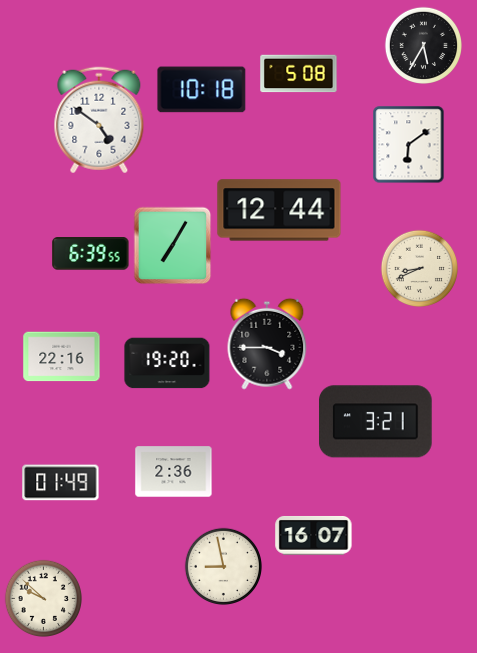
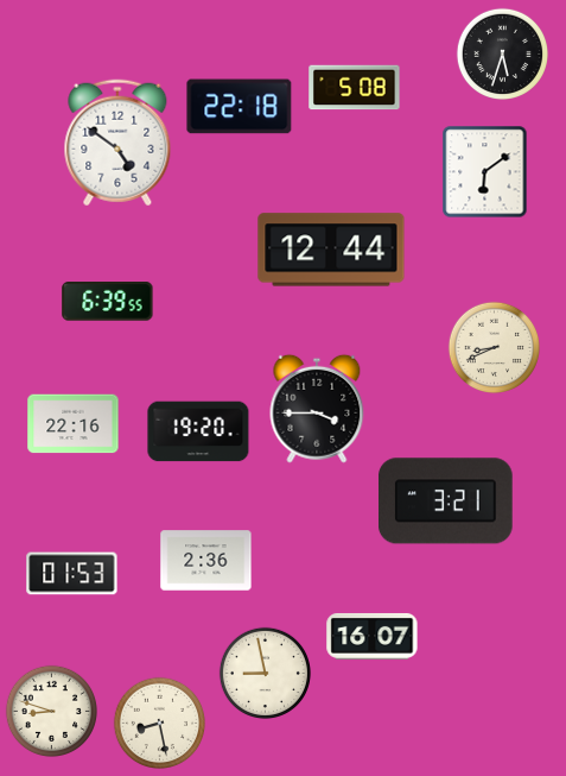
clock at (423, 45): 5:35 -> 5:33
clock at (202, 90): 10:18 -> 22:18
clock at (172, 245): 7:05 -> none
clock at (419, 268) position: (419, 268) -> (494, 347)
clock at (61, 483): 01:49 -> 01:53
clock at (43, 598): 9:52 -> 8:48
clock at (159, 723): none -> 8:28
